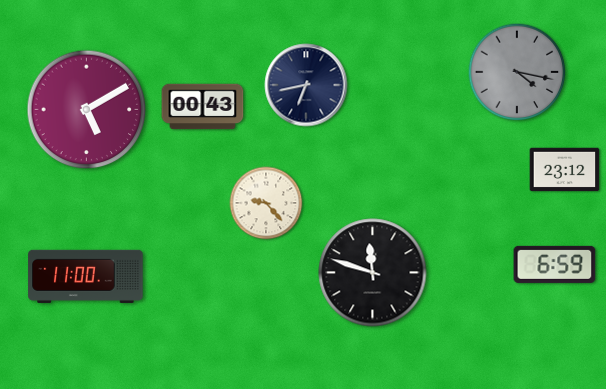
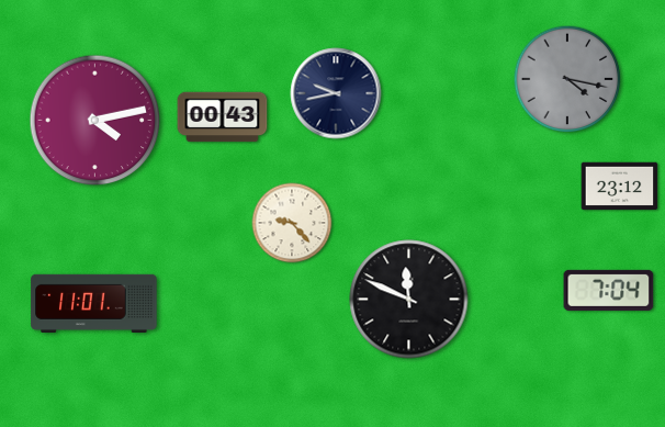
clock at (306, 85): 6:43 -> 9:43
clock at (87, 110): 5:10 -> 4:13
clock at (555, 264): 6:59 -> 7:04
clock at (373, 273): 11:48 -> 11:49
clock at (86, 276): 11:00 -> 11:01
